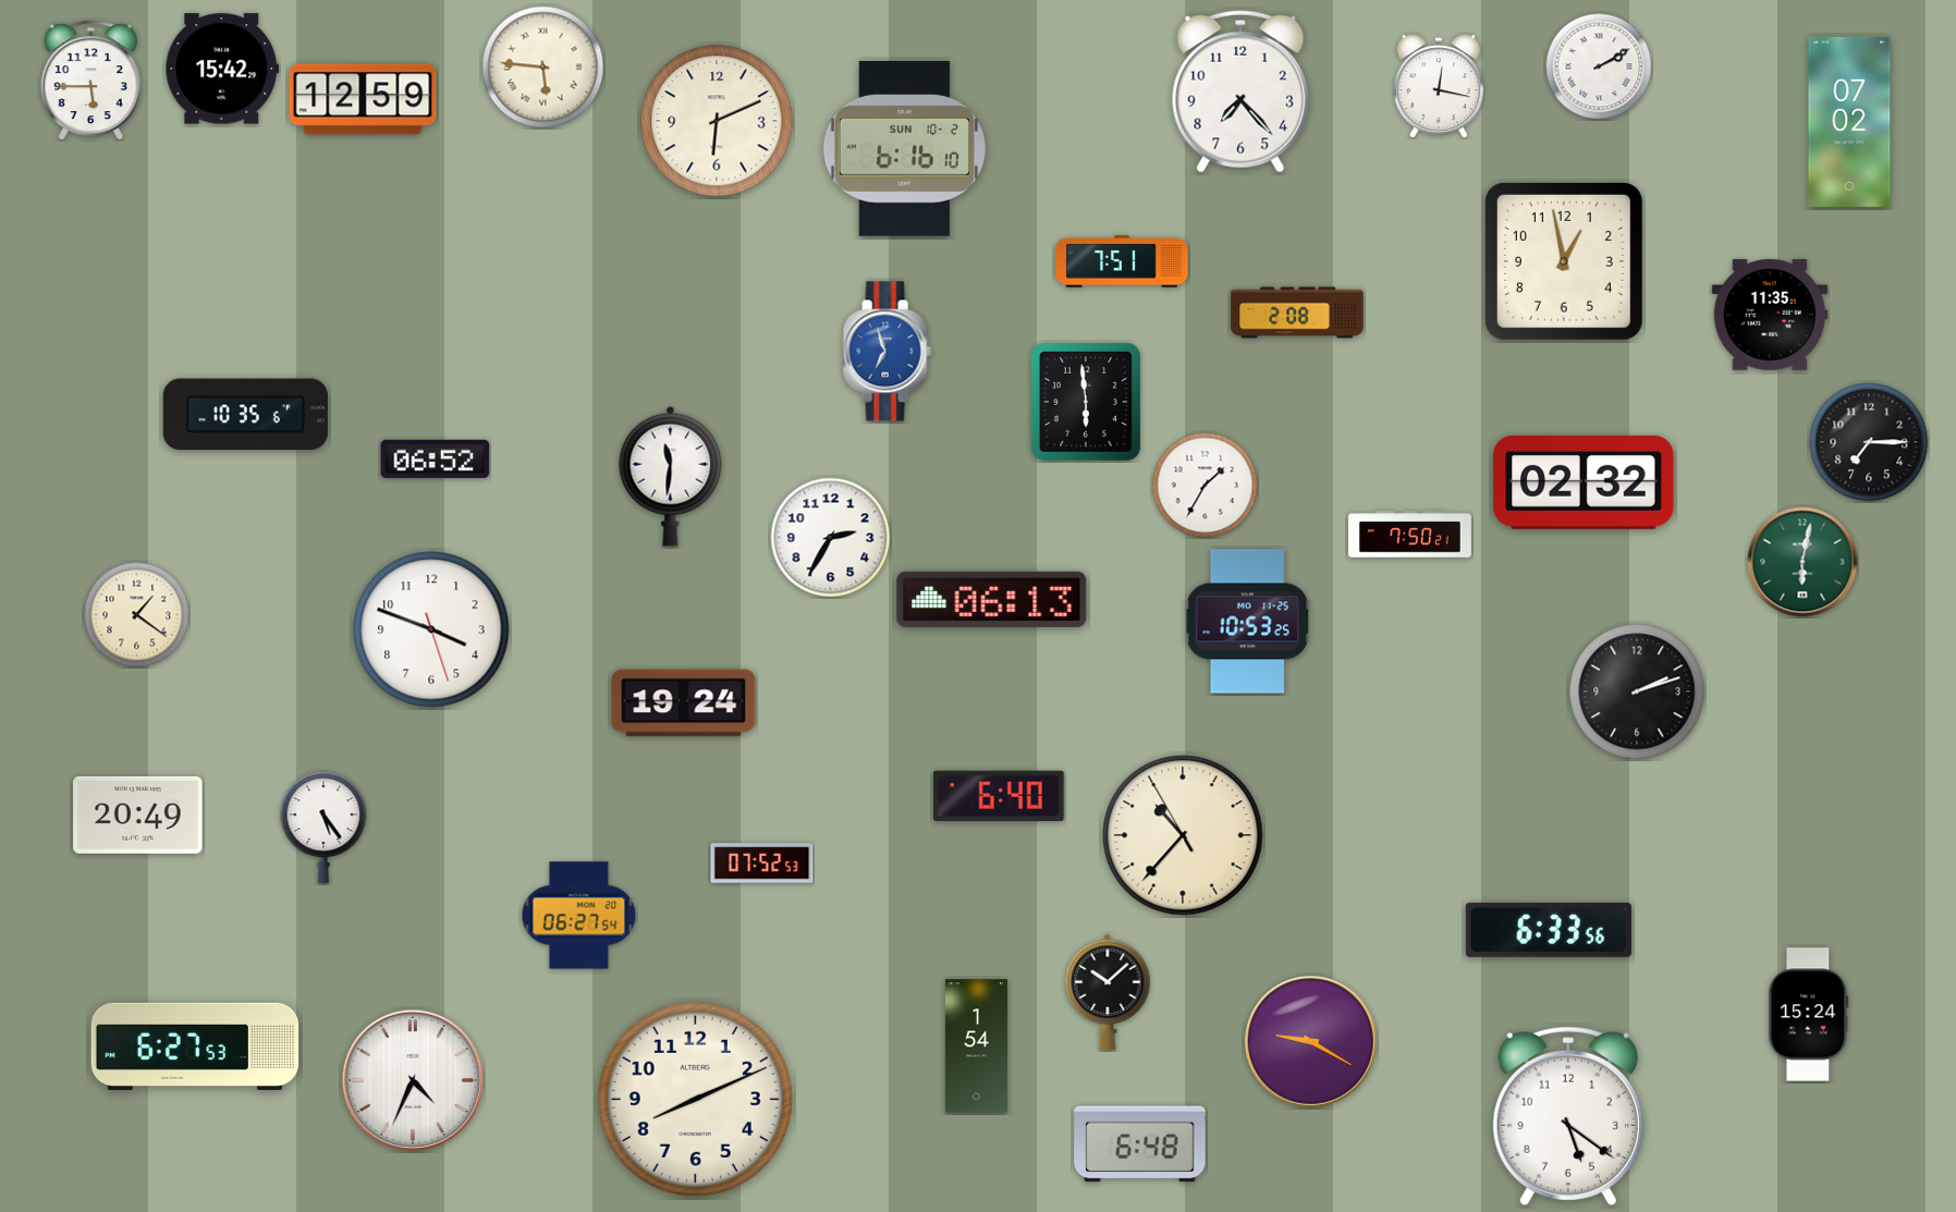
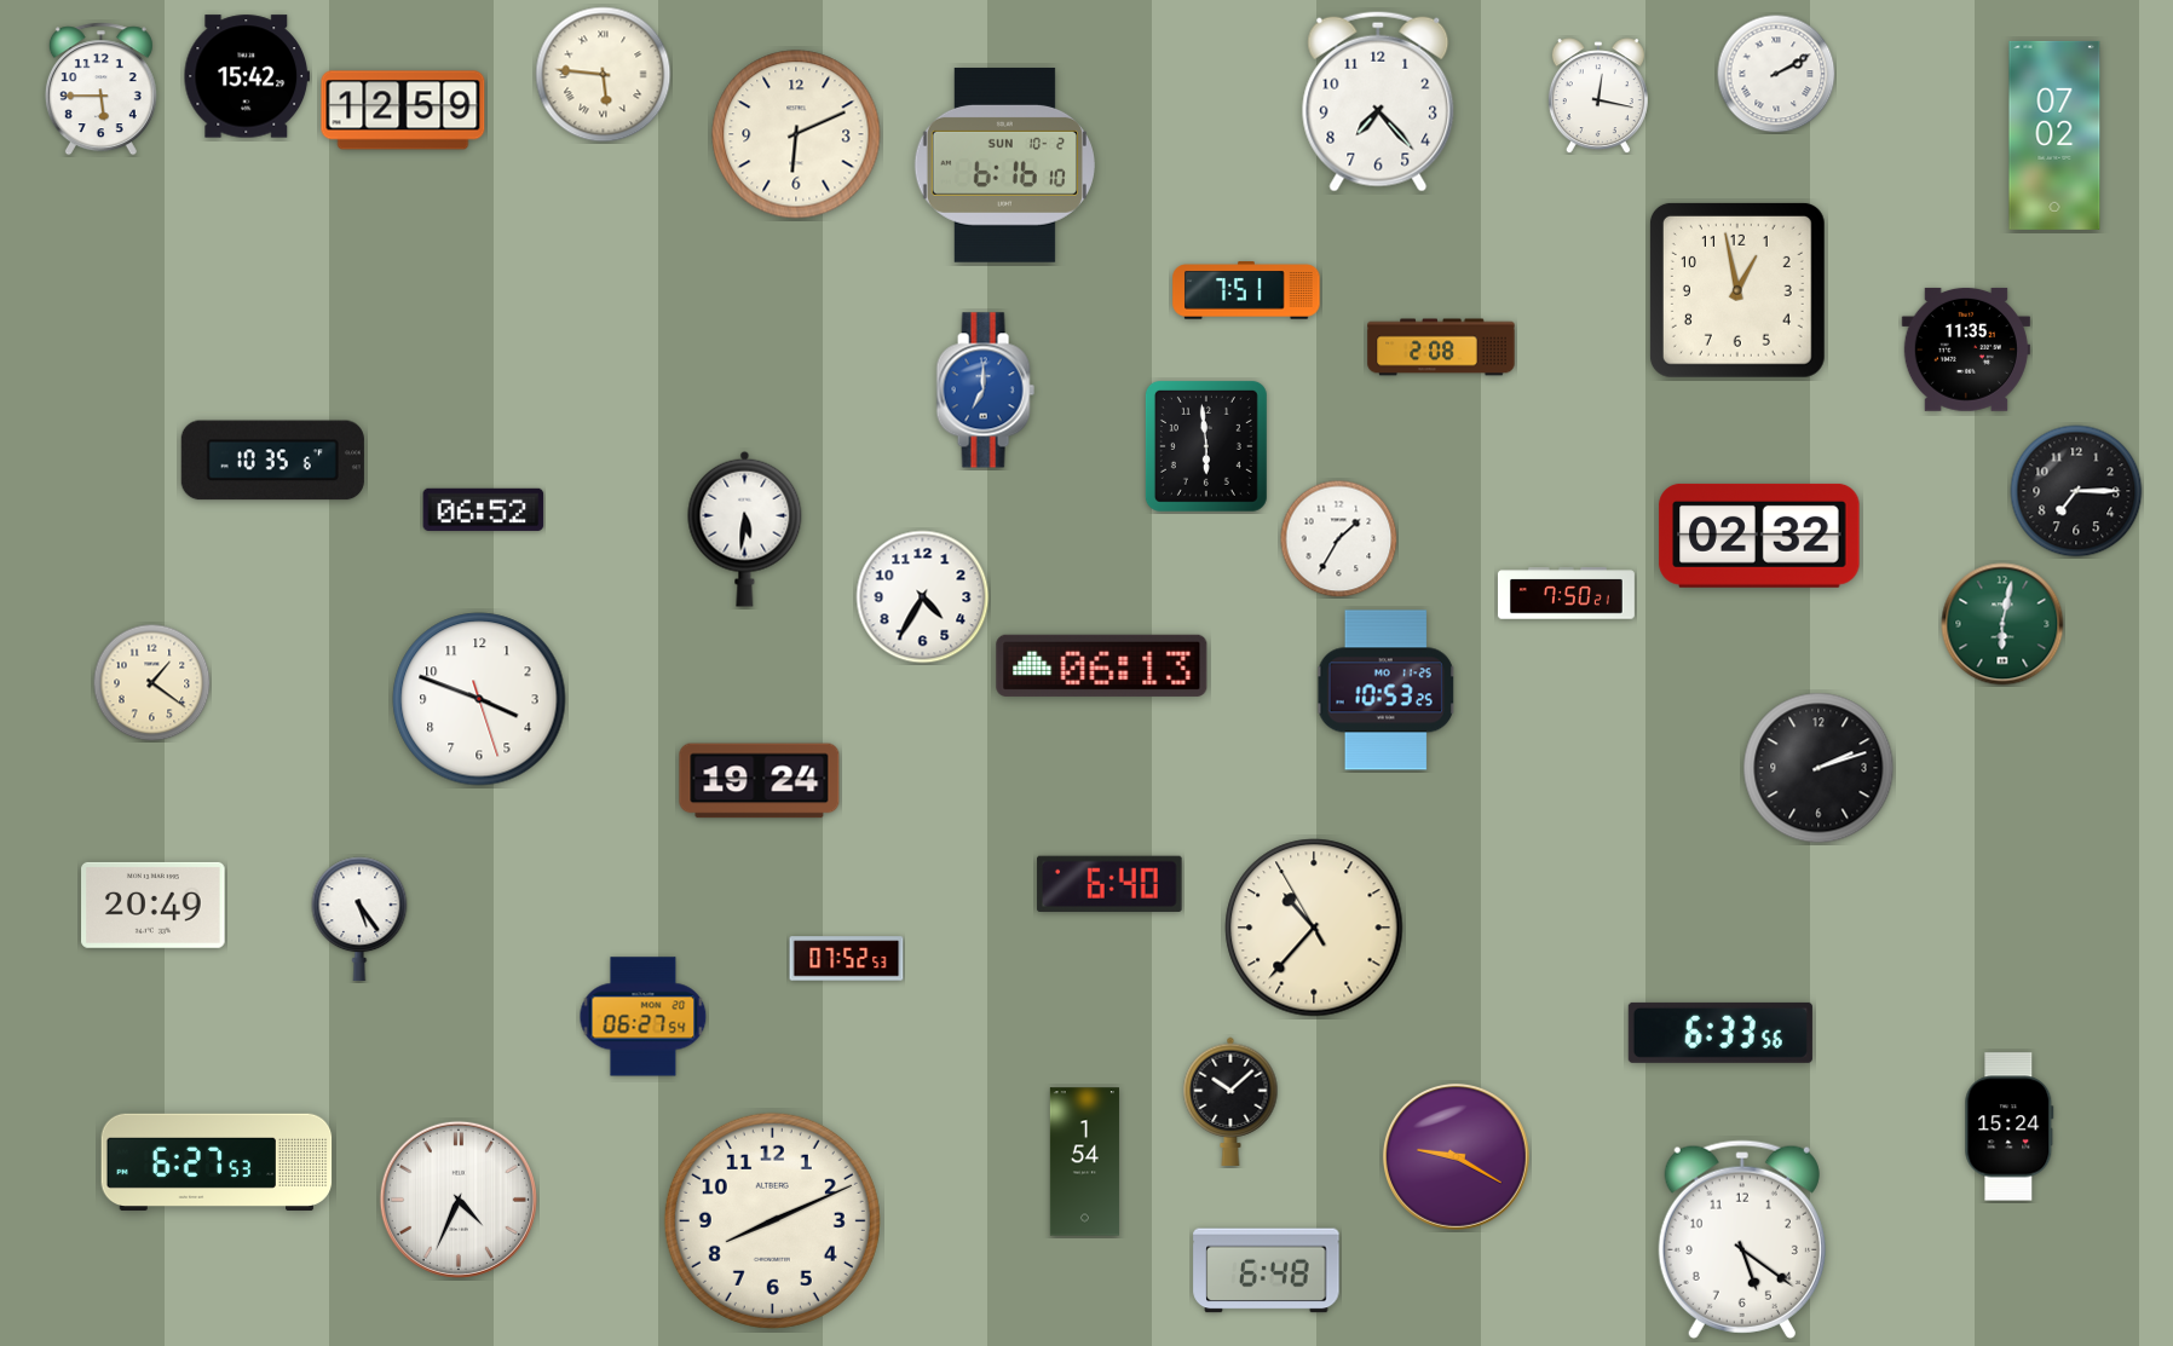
clock at (887, 352): 6:57 -> 7:00
clock at (671, 476): 11:31 -> 5:31
clock at (831, 538): 2:35 -> 4:35
